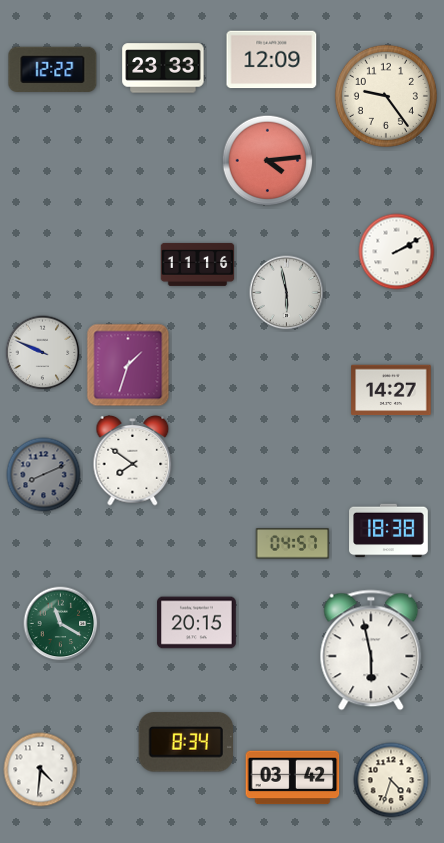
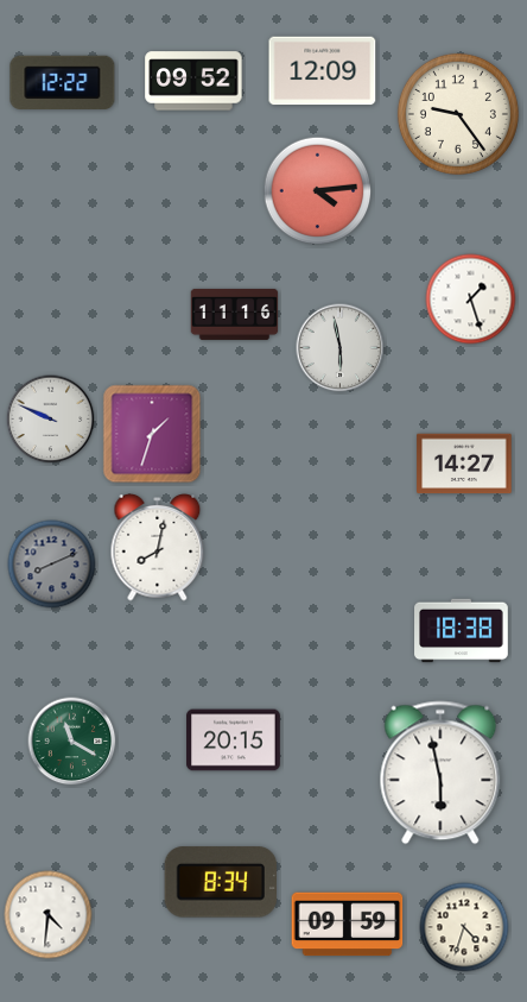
clock at (163, 68): 23:33 -> 09:52
clock at (397, 252): 2:10 -> 1:27
clock at (133, 461): 7:51 -> 8:02
clock at (293, 544): 04:57 -> none
clock at (293, 778): 03:42 -> 09:59
